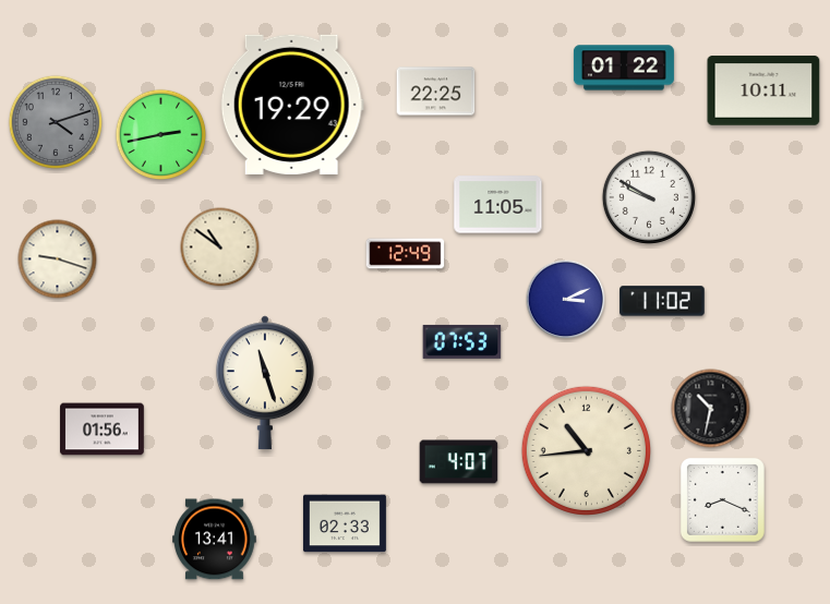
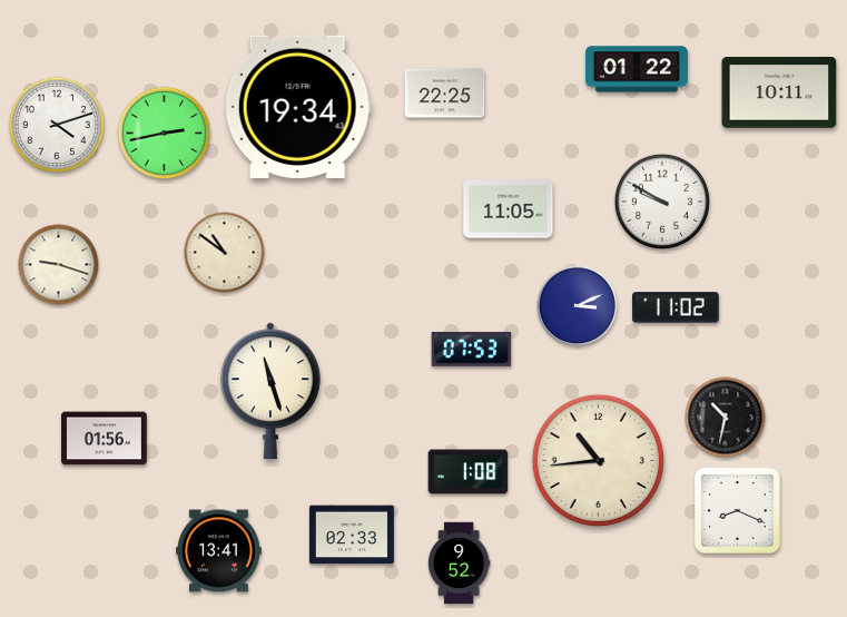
clock at (292, 105): 19:29 -> 19:34
clock at (56, 122) dial: grey -> white
clock at (161, 135) position: (161, 135) -> (165, 134)
clock at (406, 254): 12:49 -> none
clock at (459, 462): 4:07 -> 1:08
clock at (459, 564): none -> 9:52
